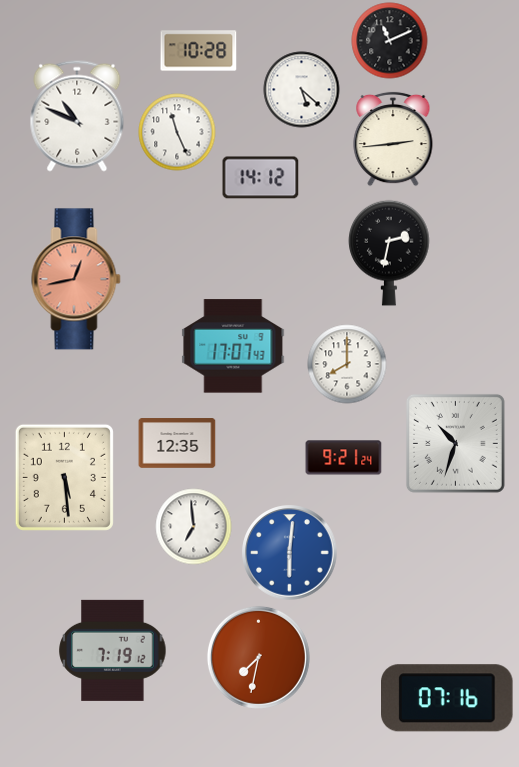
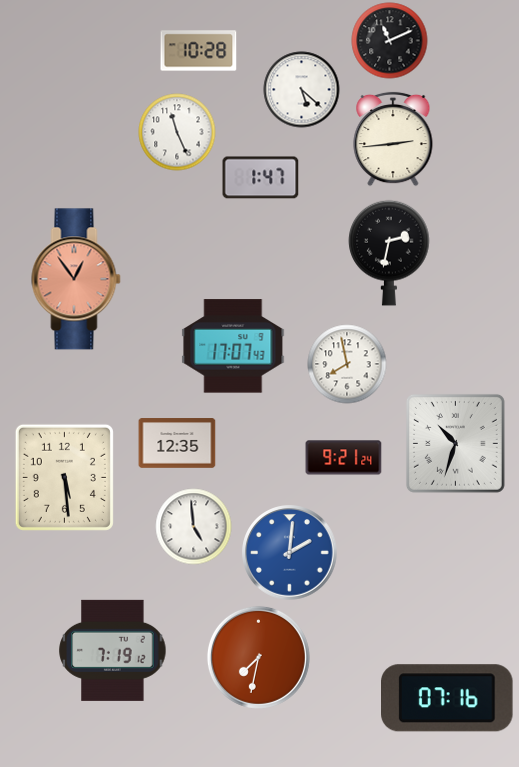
clock at (77, 116): 10:49 -> none
clock at (261, 178): 14:12 -> 1:47
clock at (76, 279): 12:43 -> 12:54
clock at (347, 364): 8:00 -> 7:58
clock at (194, 527): 6:59 -> 4:59
clock at (290, 553): 6:01 -> 2:01
